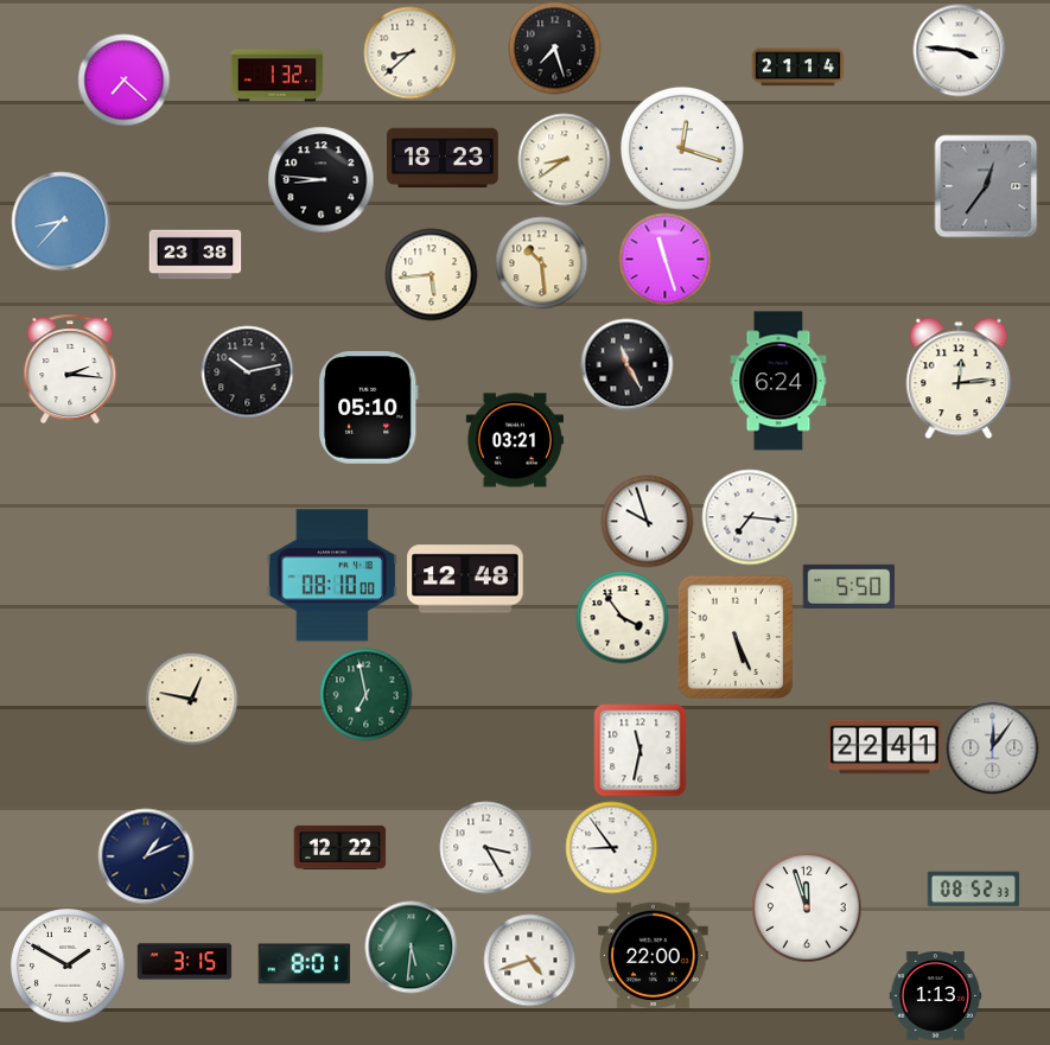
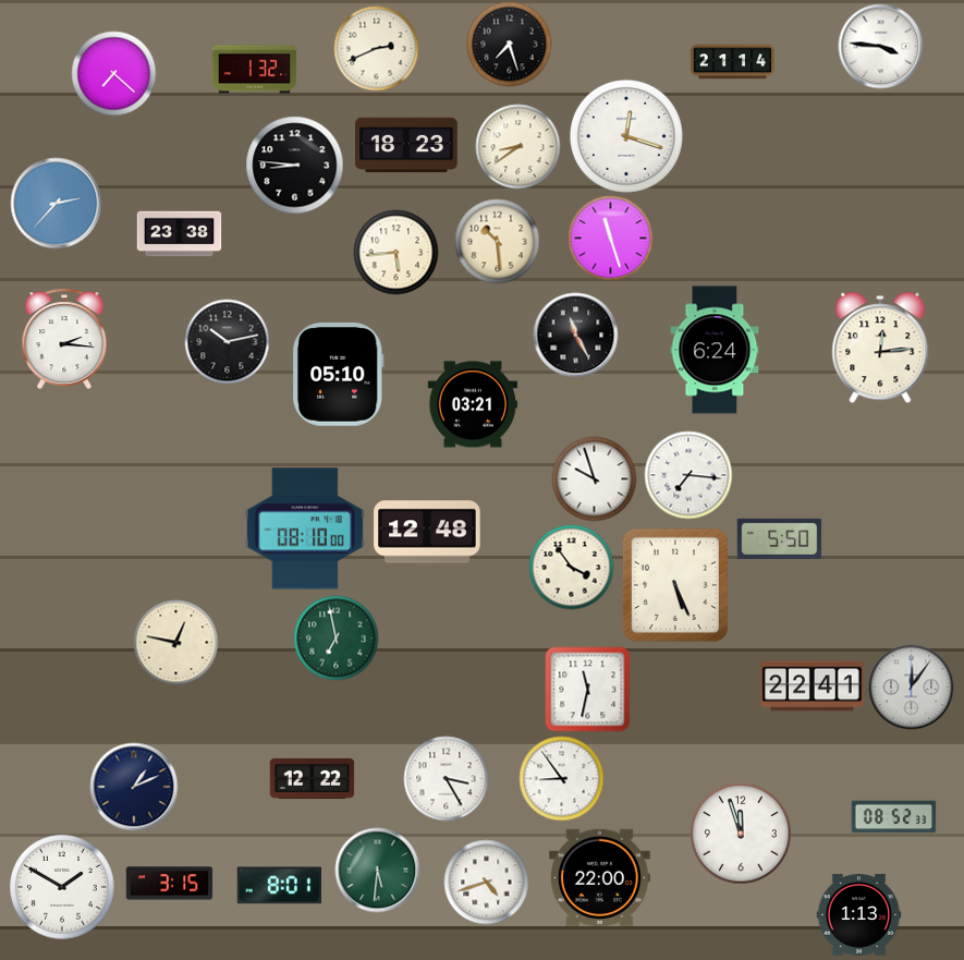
clock at (409, 52): 8:38 -> 2:41
clock at (986, 186): 12:36 -> none
clock at (61, 221): 8:37 -> 2:37
